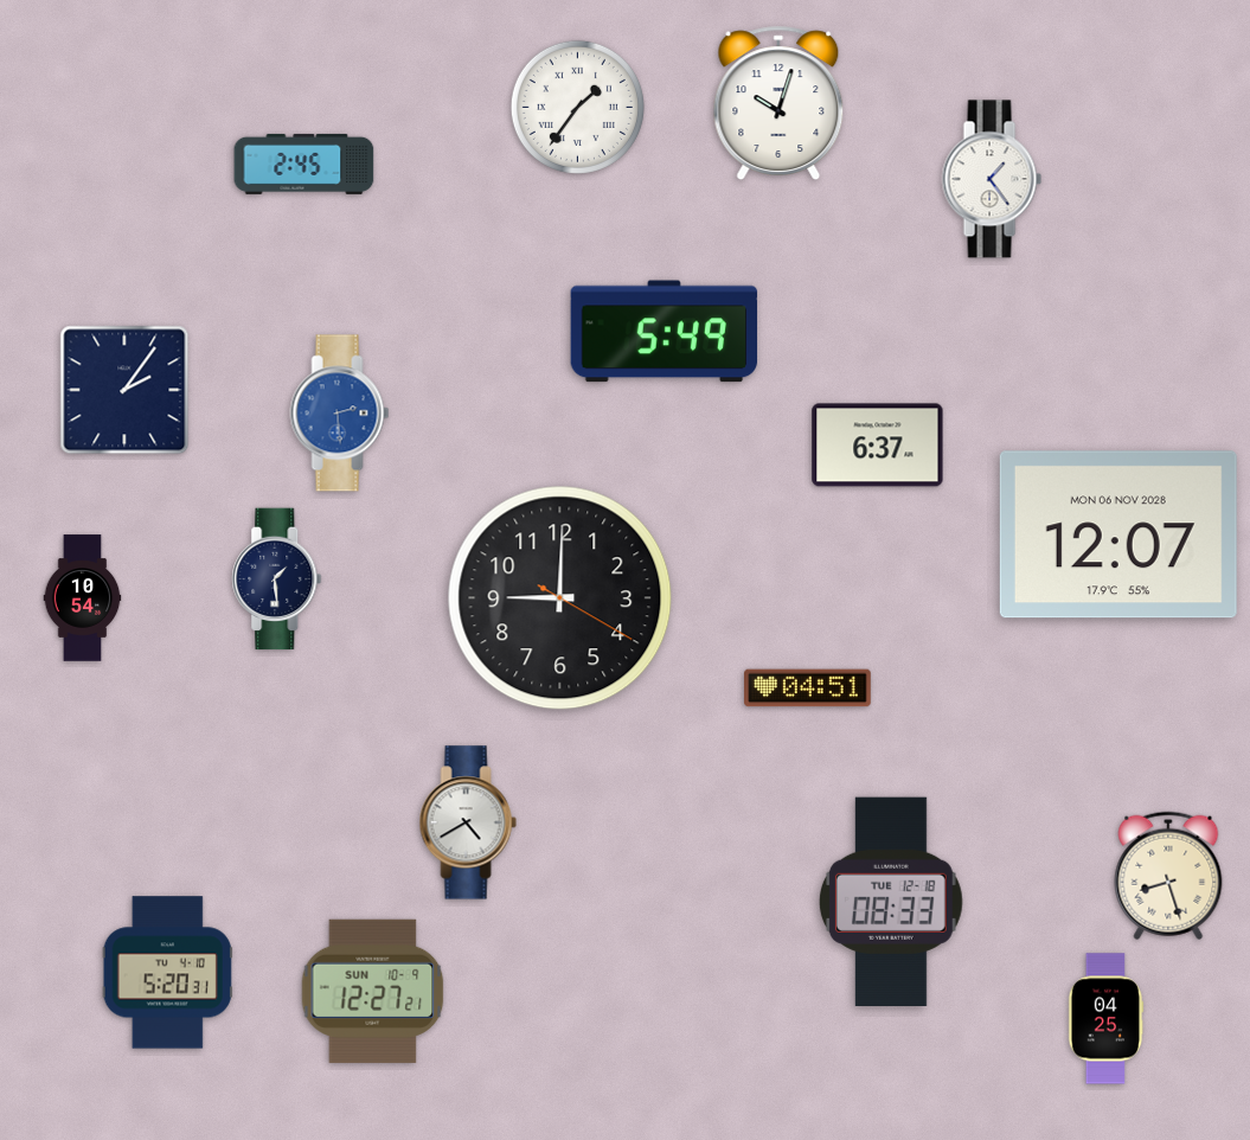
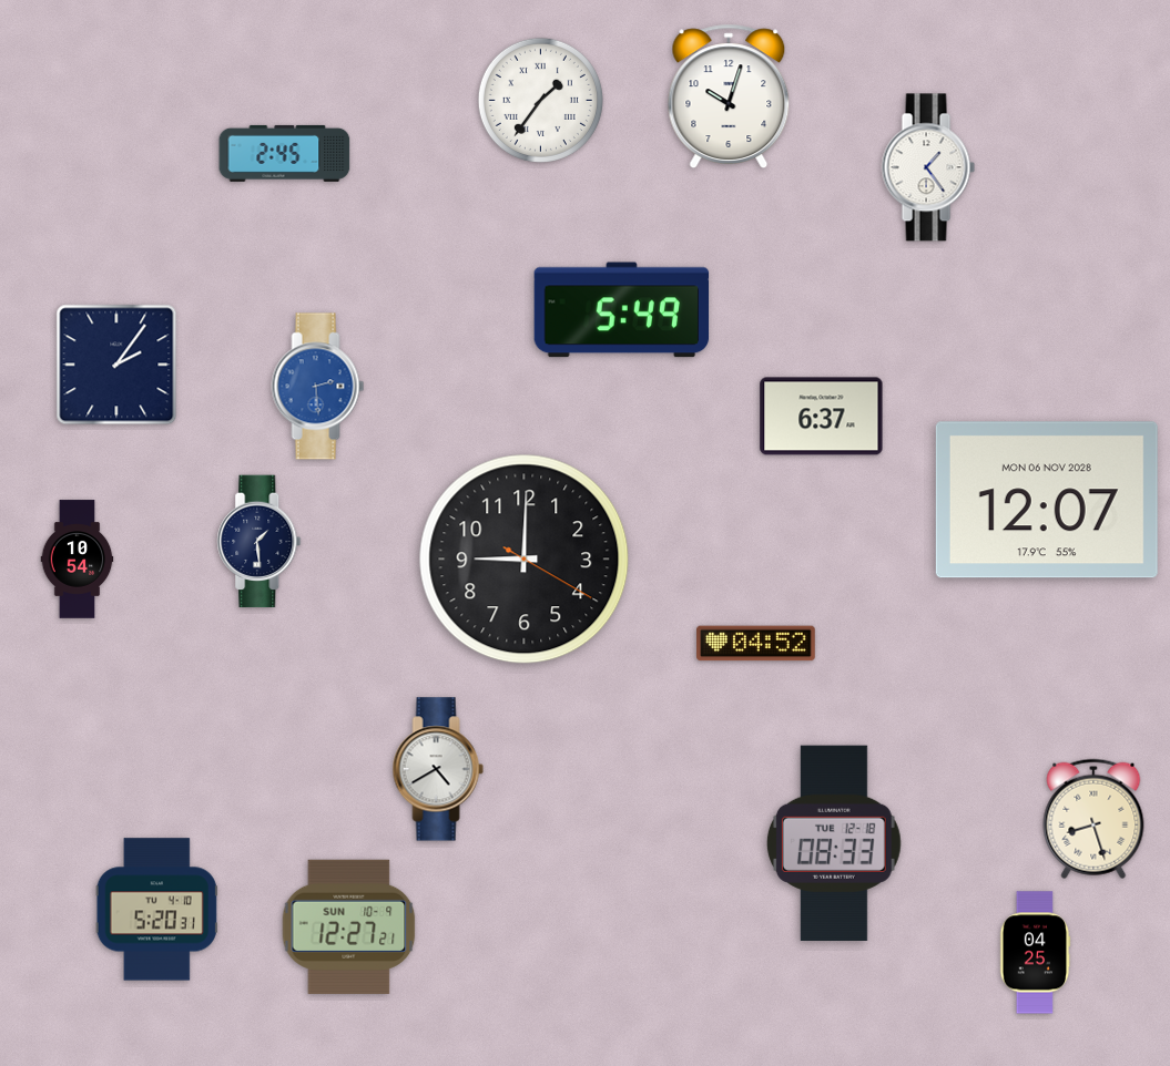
clock at (808, 689): 04:51 -> 04:52
